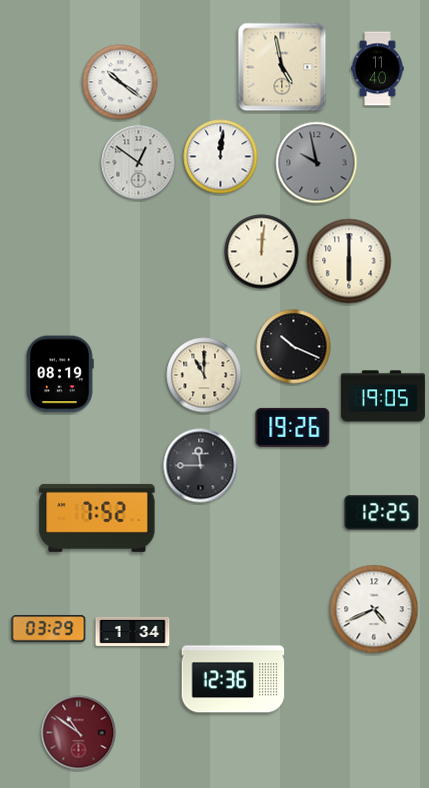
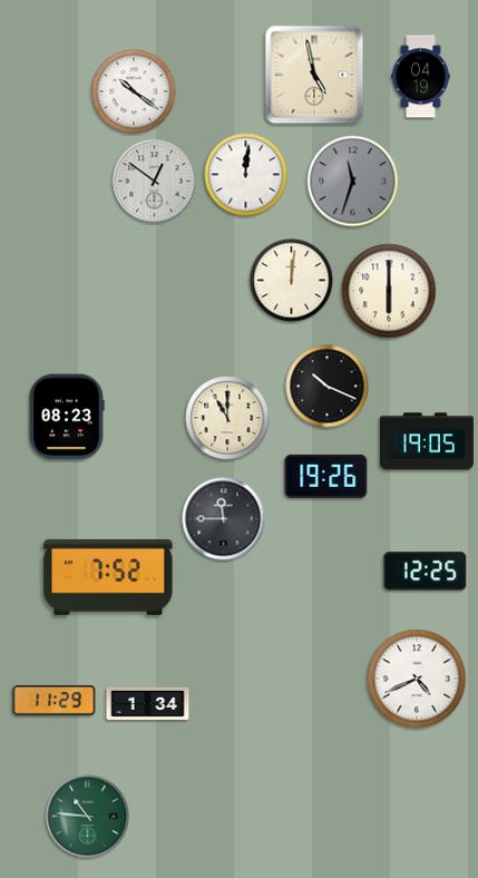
clock at (378, 69): 11:40 -> 04:19
clock at (317, 163): 9:58 -> 11:33
clock at (60, 374): 08:19 -> 08:23
clock at (49, 629): 03:29 -> 11:29
clock at (233, 679): 12:36 -> none
clock at (79, 733): 10:51 -> 10:46
clock at (79, 733) dial: burgundy -> green
